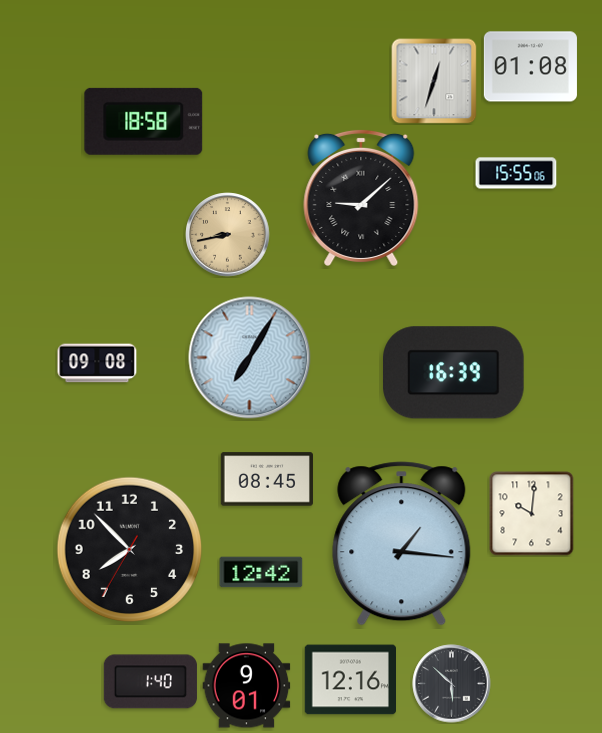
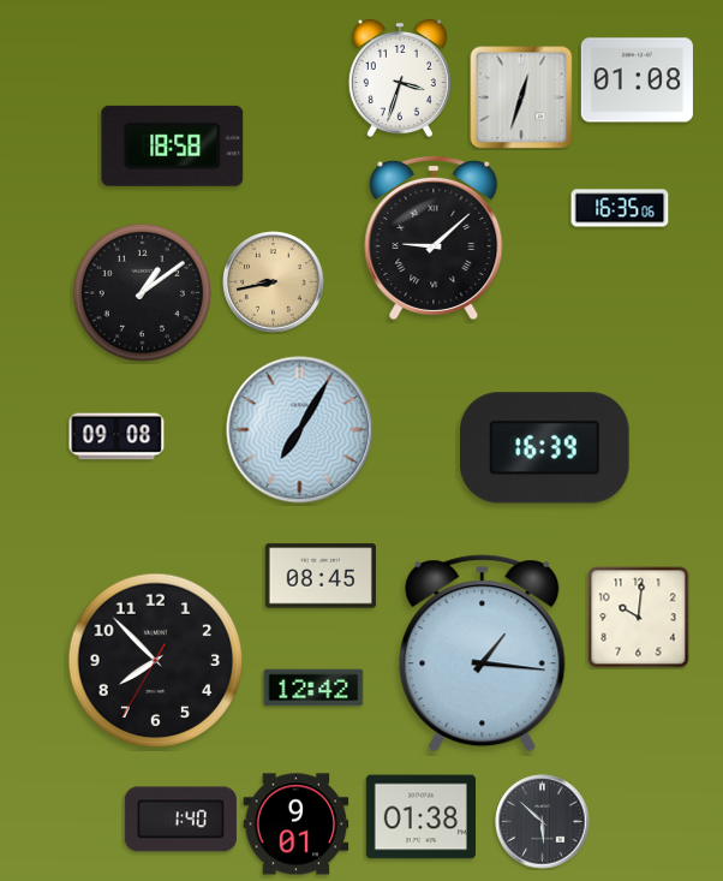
clock at (400, 78): none -> 3:33
clock at (516, 173): 15:55 -> 16:35
clock at (142, 292): none -> 1:09
clock at (350, 680): 12:16 -> 01:38
